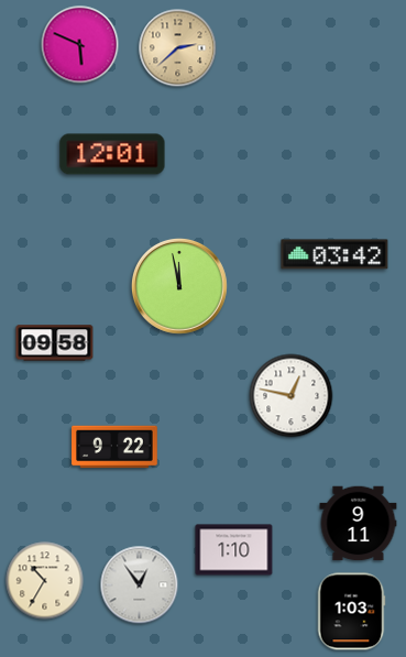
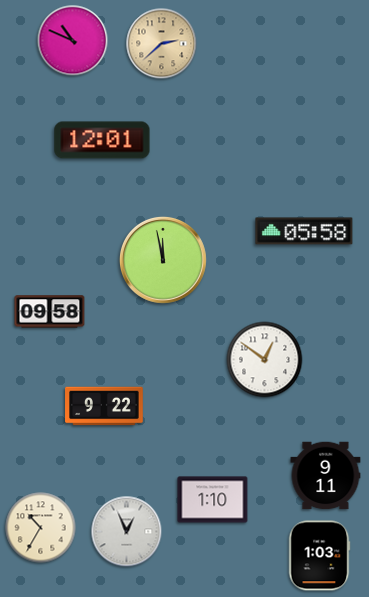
clock at (80, 45): 5:49 -> 10:49
clock at (334, 254): 03:42 -> 05:58
clock at (292, 396): 12:47 -> 12:51
clock at (140, 585): 12:54 -> 12:56
